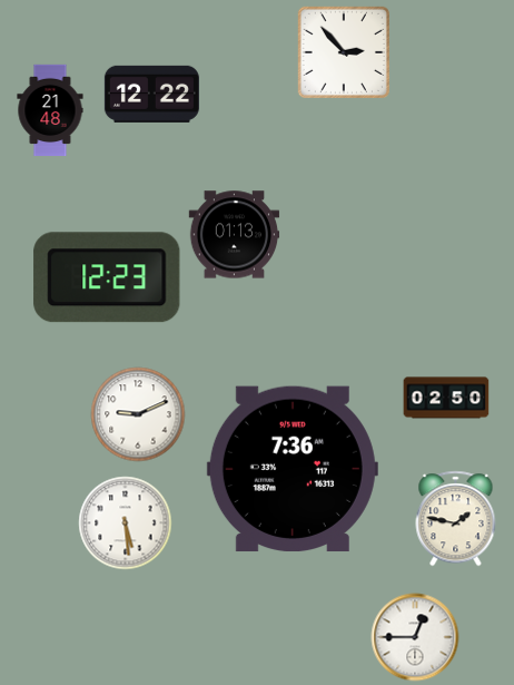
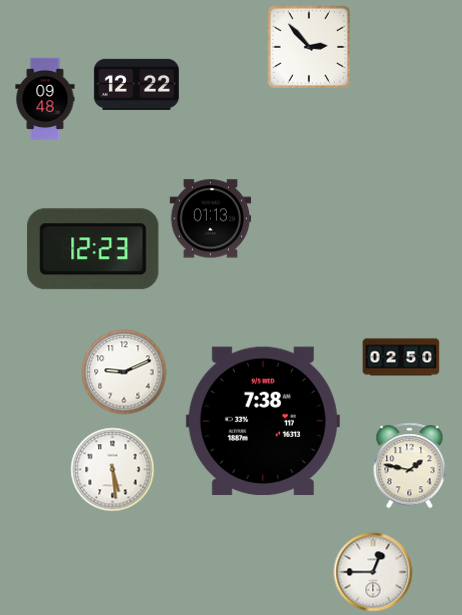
clock at (50, 110): 21:48 -> 09:48
clock at (235, 235) position: (235, 235) -> (211, 219)
clock at (107, 277) position: (107, 277) -> (93, 249)
clock at (293, 469): 7:36 -> 7:38
